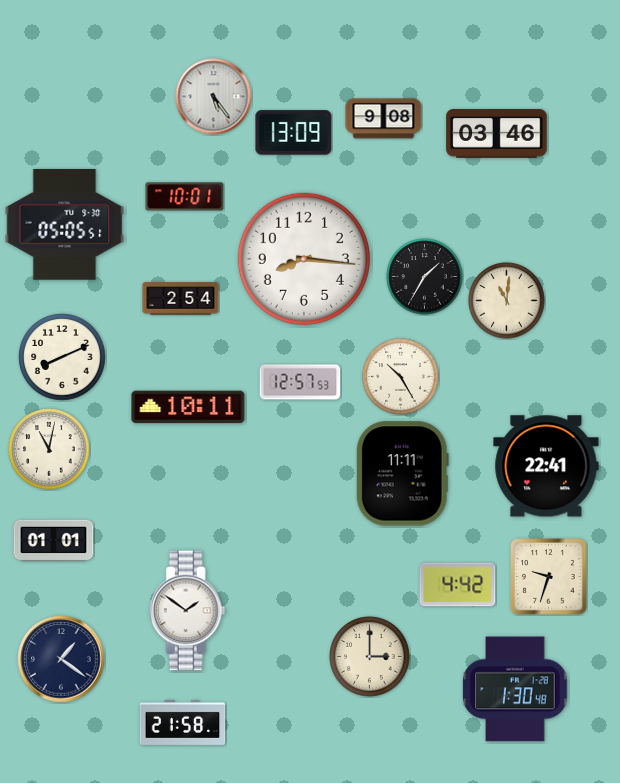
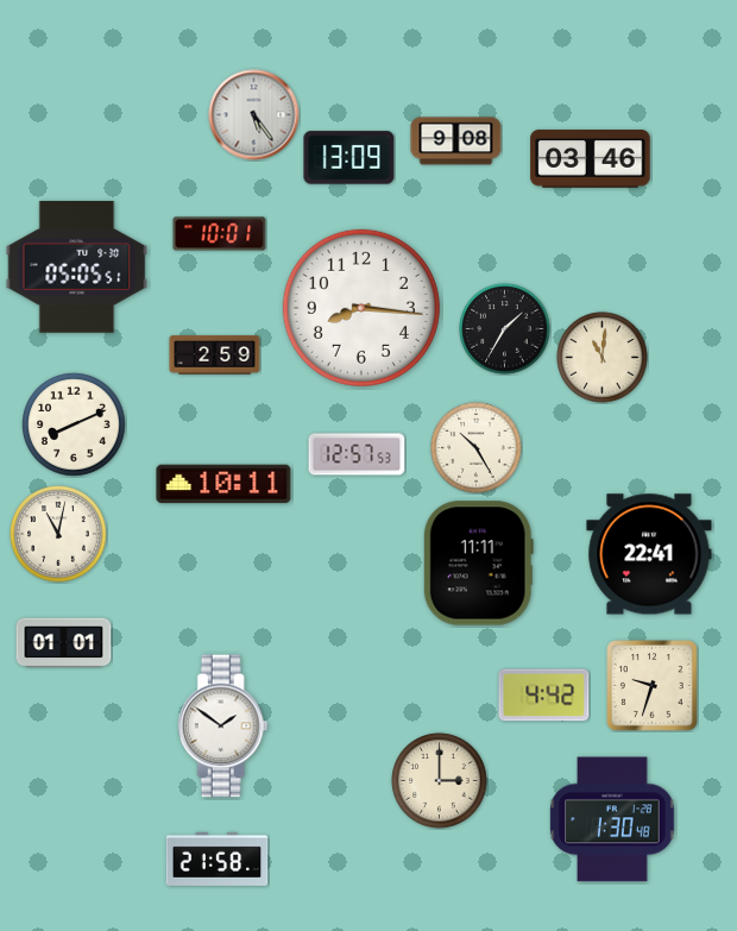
clock at (181, 299): 2:54 -> 2:59
clock at (61, 659): 1:21 -> none
